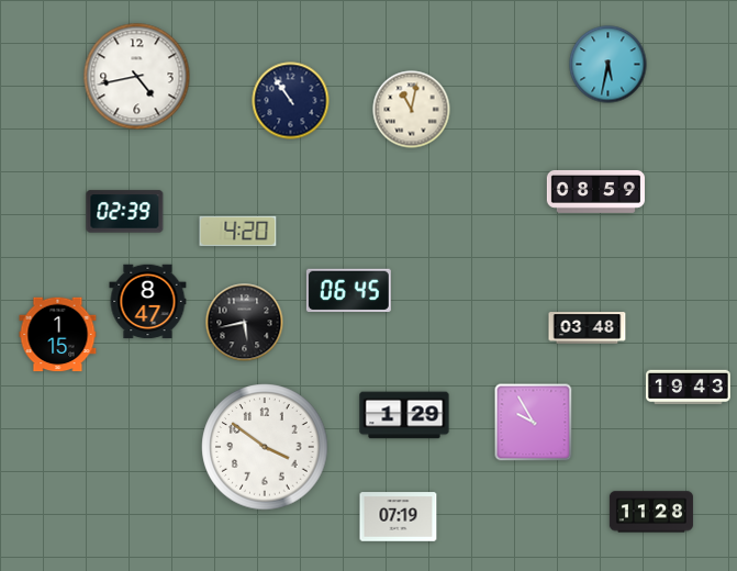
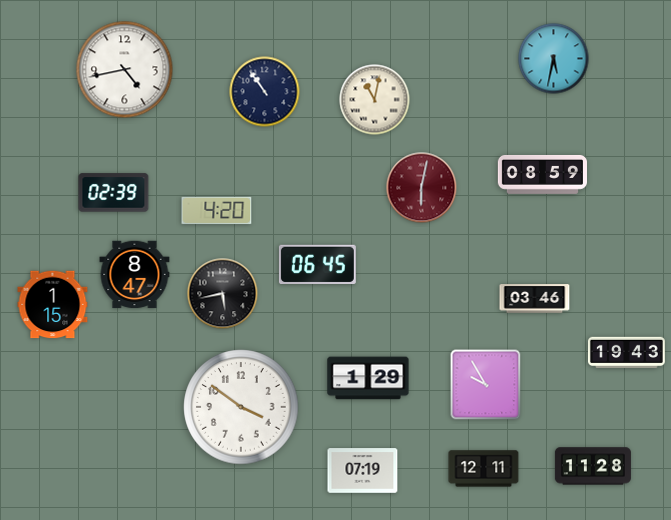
clock at (422, 188): none -> 6:02
clock at (588, 328): 03:48 -> 03:46
clock at (484, 469): none -> 12:11
